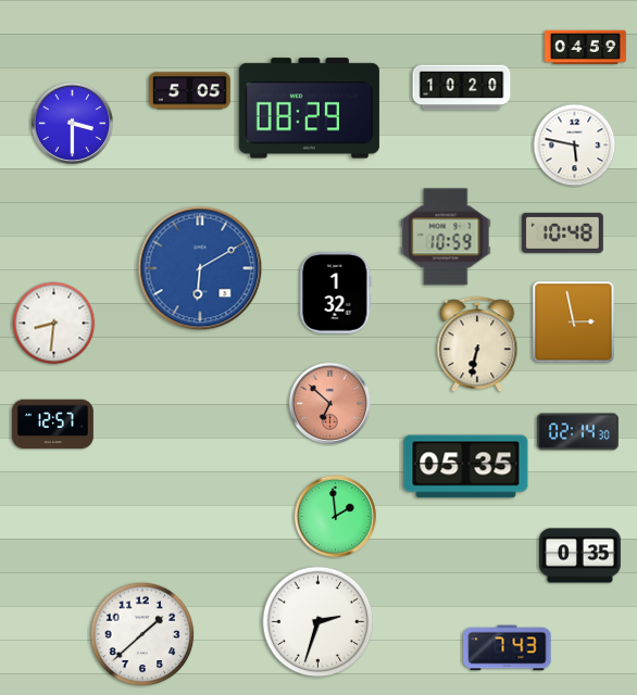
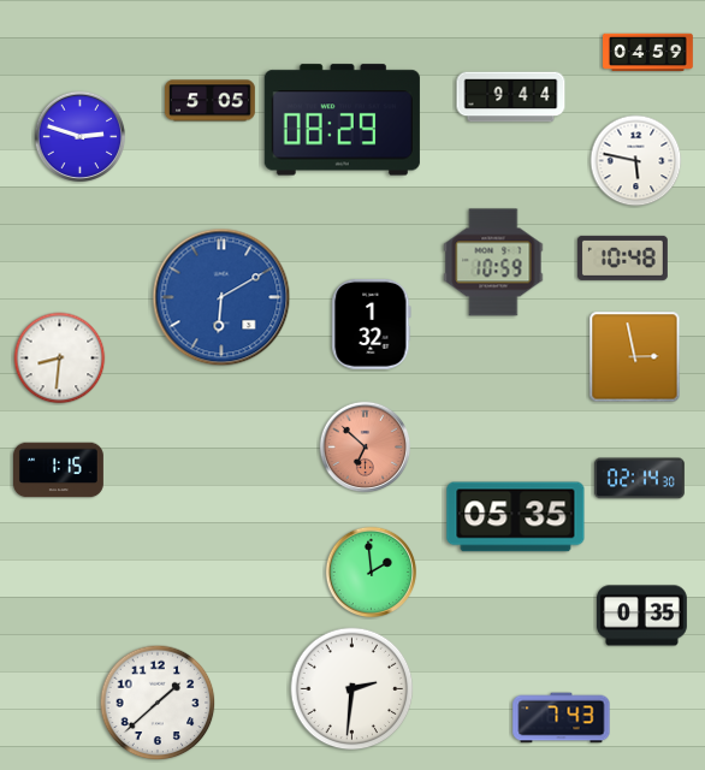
clock at (462, 88): 10:20 -> 9:44
clock at (73, 124): 3:30 -> 2:48
clock at (477, 345): 6:32 -> none
clock at (53, 425): 12:57 -> 1:15
clock at (318, 622): 2:33 -> 2:31
